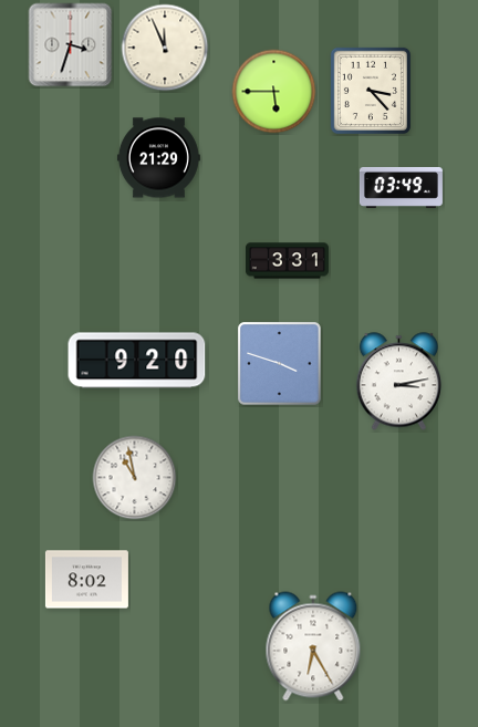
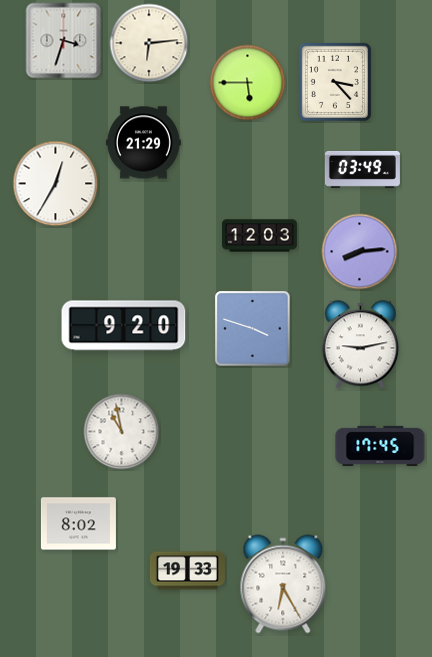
clock at (165, 48): 11:56 -> 6:14
clock at (56, 184): none -> 12:35
clock at (287, 261): 3:31 -> 12:03
clock at (360, 252): none -> 8:14
clock at (398, 382): 3:13 -> 9:13
clock at (380, 446): none -> 17:45
clock at (187, 571): none -> 19:33
